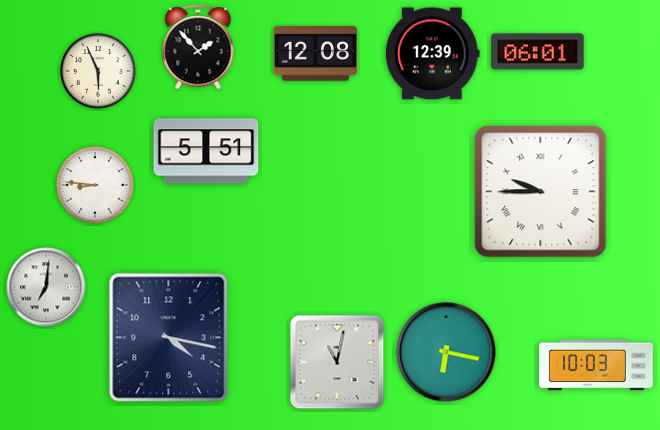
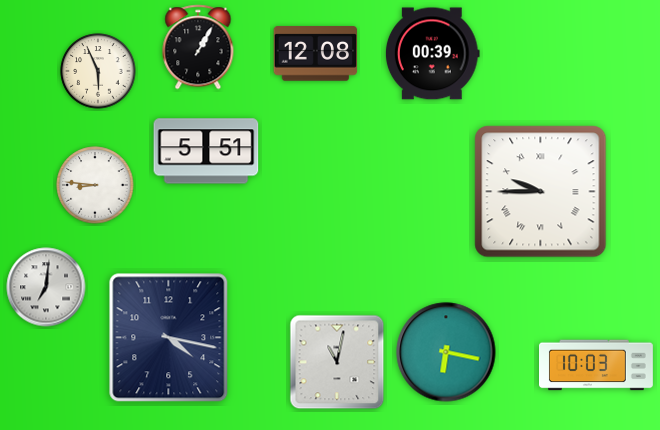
clock at (198, 47): 1:53 -> 1:05
clock at (538, 52): 06:01 -> none
clock at (432, 54): 12:39 -> 00:39
